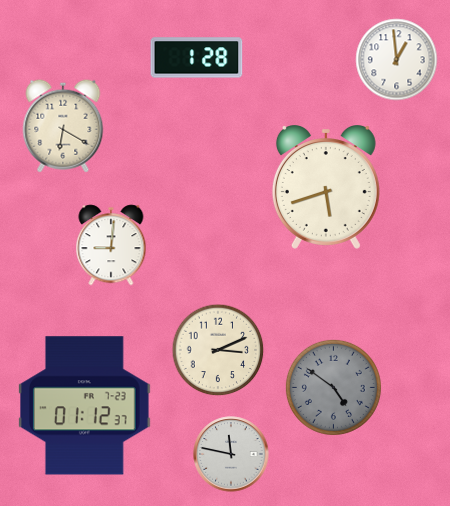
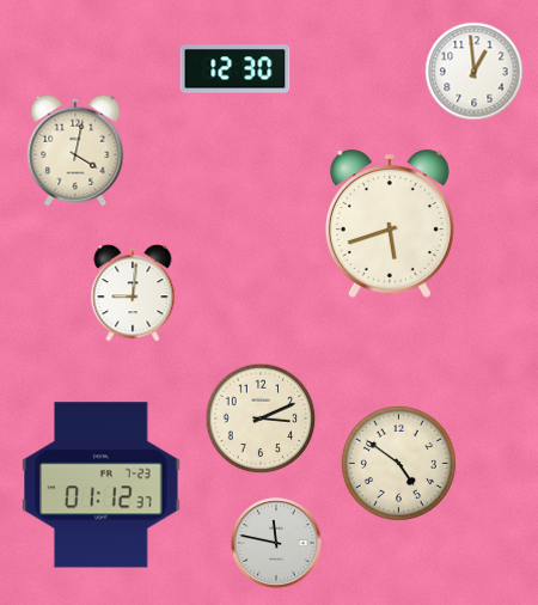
clock at (197, 58): 1:28 -> 12:30
clock at (63, 126): 6:20 -> 4:02
clock at (333, 387) dial: grey -> cream
